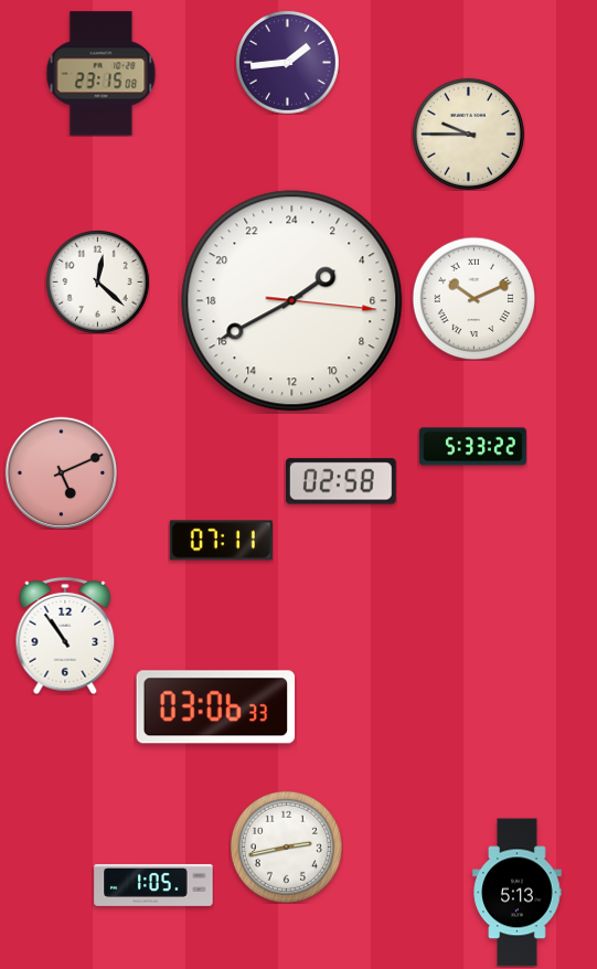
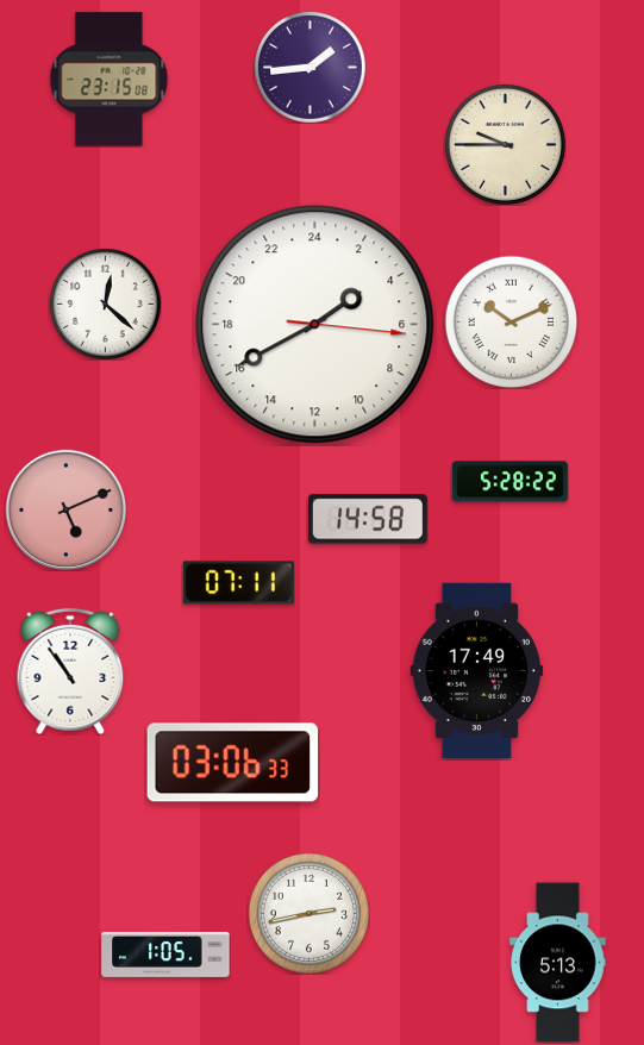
clock at (472, 447): 5:33 -> 5:28
clock at (341, 481): 02:58 -> 14:58
clock at (477, 670): none -> 17:49
clock at (65, 636) position: (65, 636) -> (70, 671)
